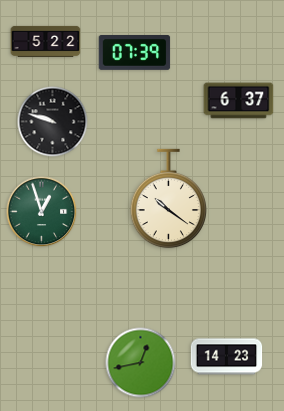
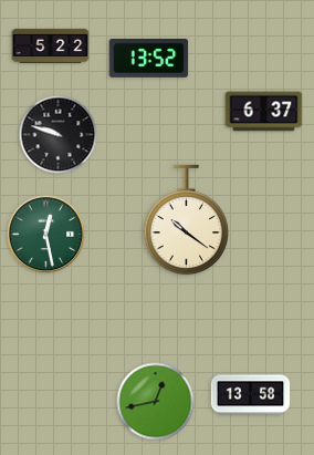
clock at (135, 53): 07:39 -> 13:52
clock at (42, 212): 12:57 -> 12:28
clock at (227, 357): 14:23 -> 13:58
